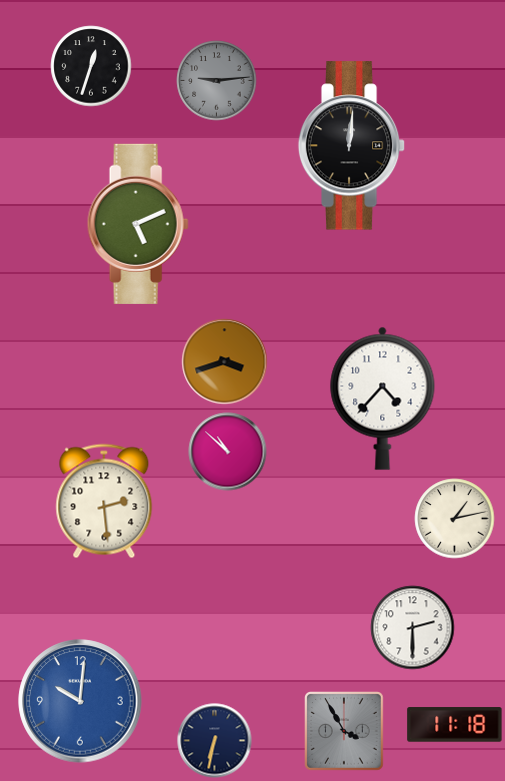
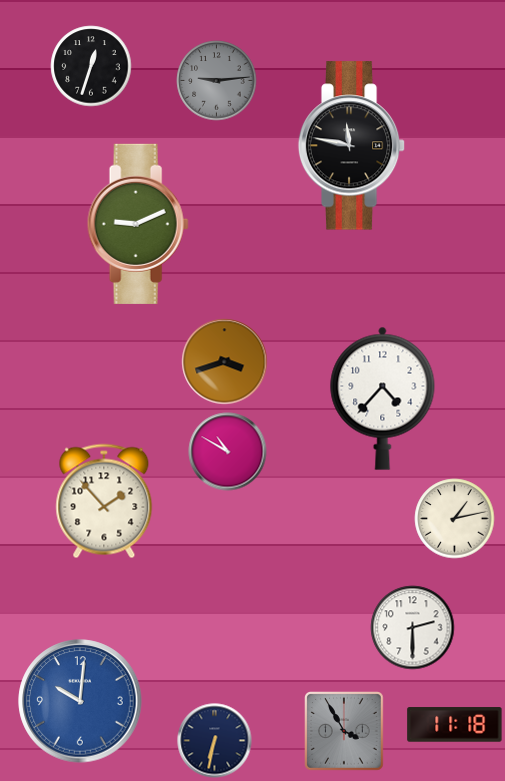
clock at (352, 146): 12:01 -> 11:47
clock at (138, 224): 5:11 -> 9:11
clock at (228, 452): 10:52 -> 10:50
clock at (104, 501): 2:29 -> 1:53
